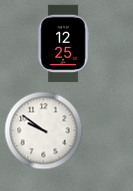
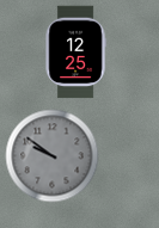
clock at (43, 130) dial: white -> grey
